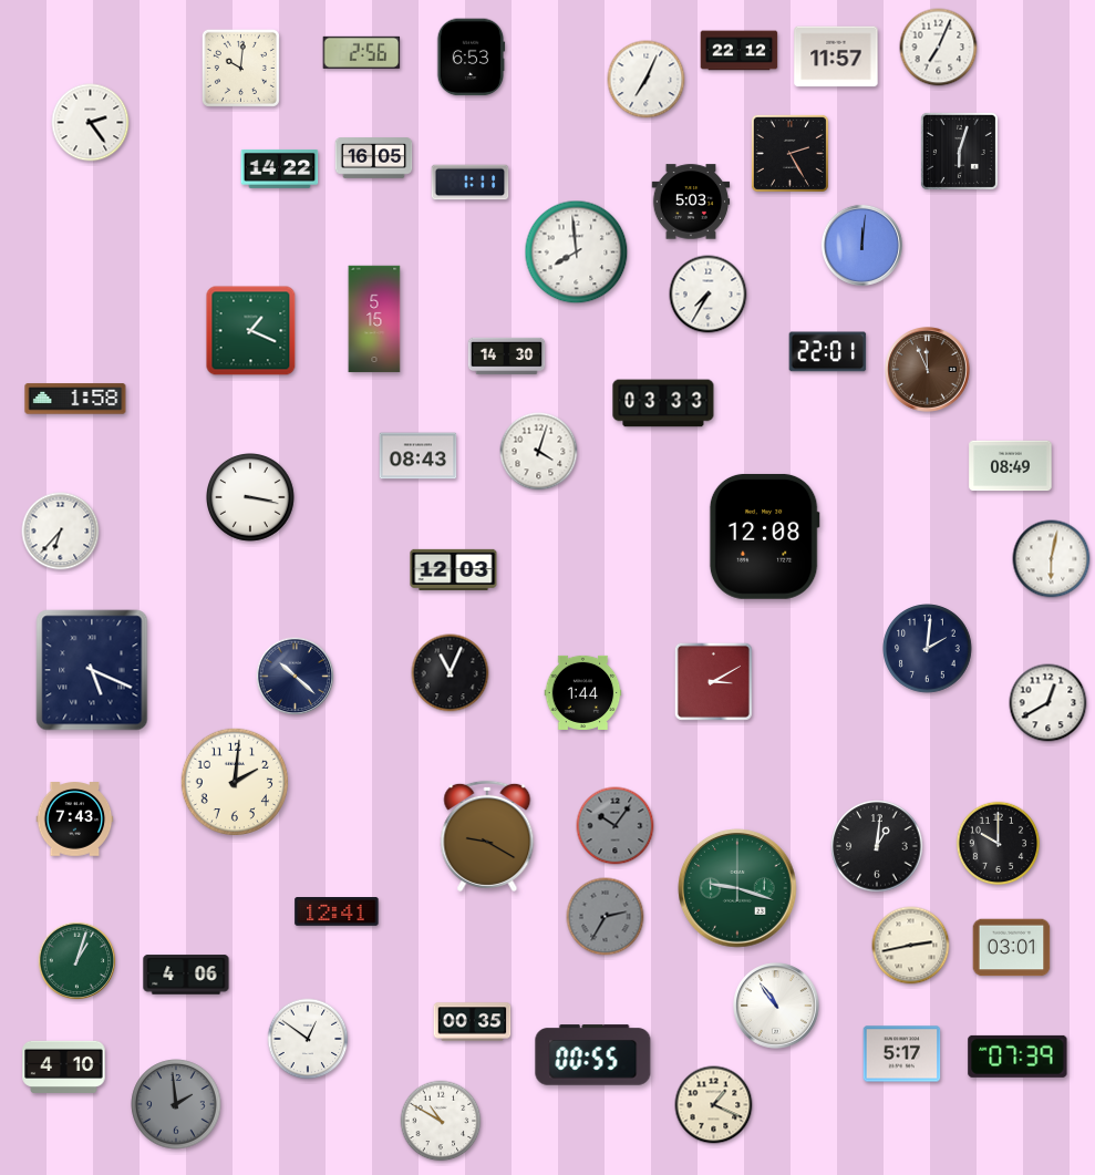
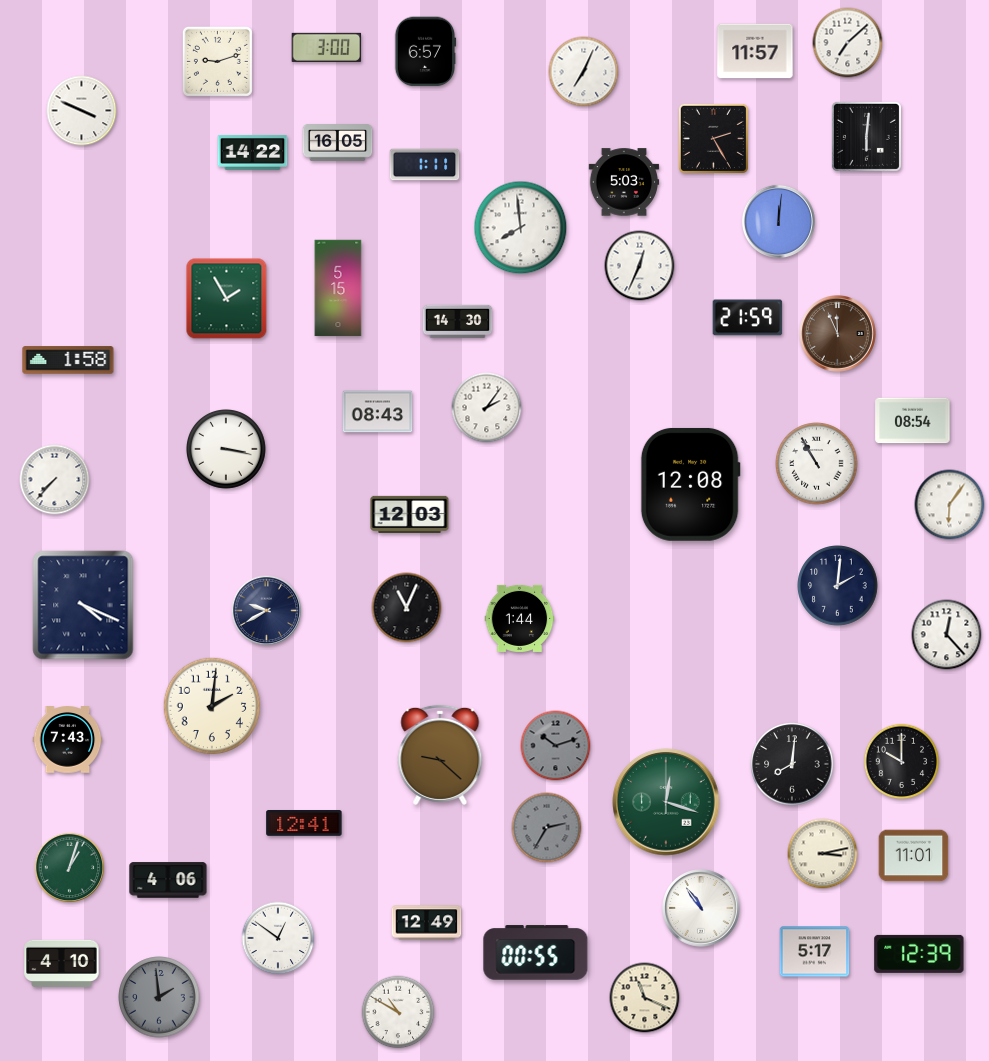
clock at (939, 48): 7:04 -> 7:08
clock at (740, 51): 22:12 -> none
clock at (362, 52): 2:56 -> 3:00
clock at (471, 58): 6:53 -> 6:57
clock at (240, 68): 10:01 -> 9:12
clock at (91, 123): 2:24 -> 3:49
clock at (959, 151): 6:03 -> 6:01
clock at (709, 295): 7:35 -> 12:34
clock at (251, 331): 1:19 -> 1:55
clock at (828, 352): 22:01 -> 21:59
clock at (663, 403): 03:33 -> none
clock at (539, 452): 4:03 -> 2:06
clock at (1011, 466): 08:49 -> 08:54
clock at (817, 464): none -> 10:55
clock at (61, 532): 6:37 -> 7:37
clock at (1052, 559): 6:02 -> 6:06
clock at (92, 670): 5:19 -> 4:19
clock at (296, 677): 10:22 -> 9:40
clock at (713, 681): 3:10 -> none
clock at (583, 692) position: (583, 692) -> (520, 618)
clock at (1048, 703): 12:40 -> 12:23
clock at (616, 826): 10:06 -> 10:12
clock at (487, 836): 9:20 -> 9:22
clock at (877, 846): 1:01 -> 8:01
clock at (738, 889): 9:18 -> 12:18
clock at (911, 946): 2:43 -> 3:13
clock at (1012, 948): 03:01 -> 11:01
clock at (473, 1022): 00:35 -> 12:49
clock at (1017, 1057): 07:39 -> 12:39
clock at (64, 1066) position: (64, 1066) -> (62, 963)
clock at (714, 1105): 1:19 -> 11:19
